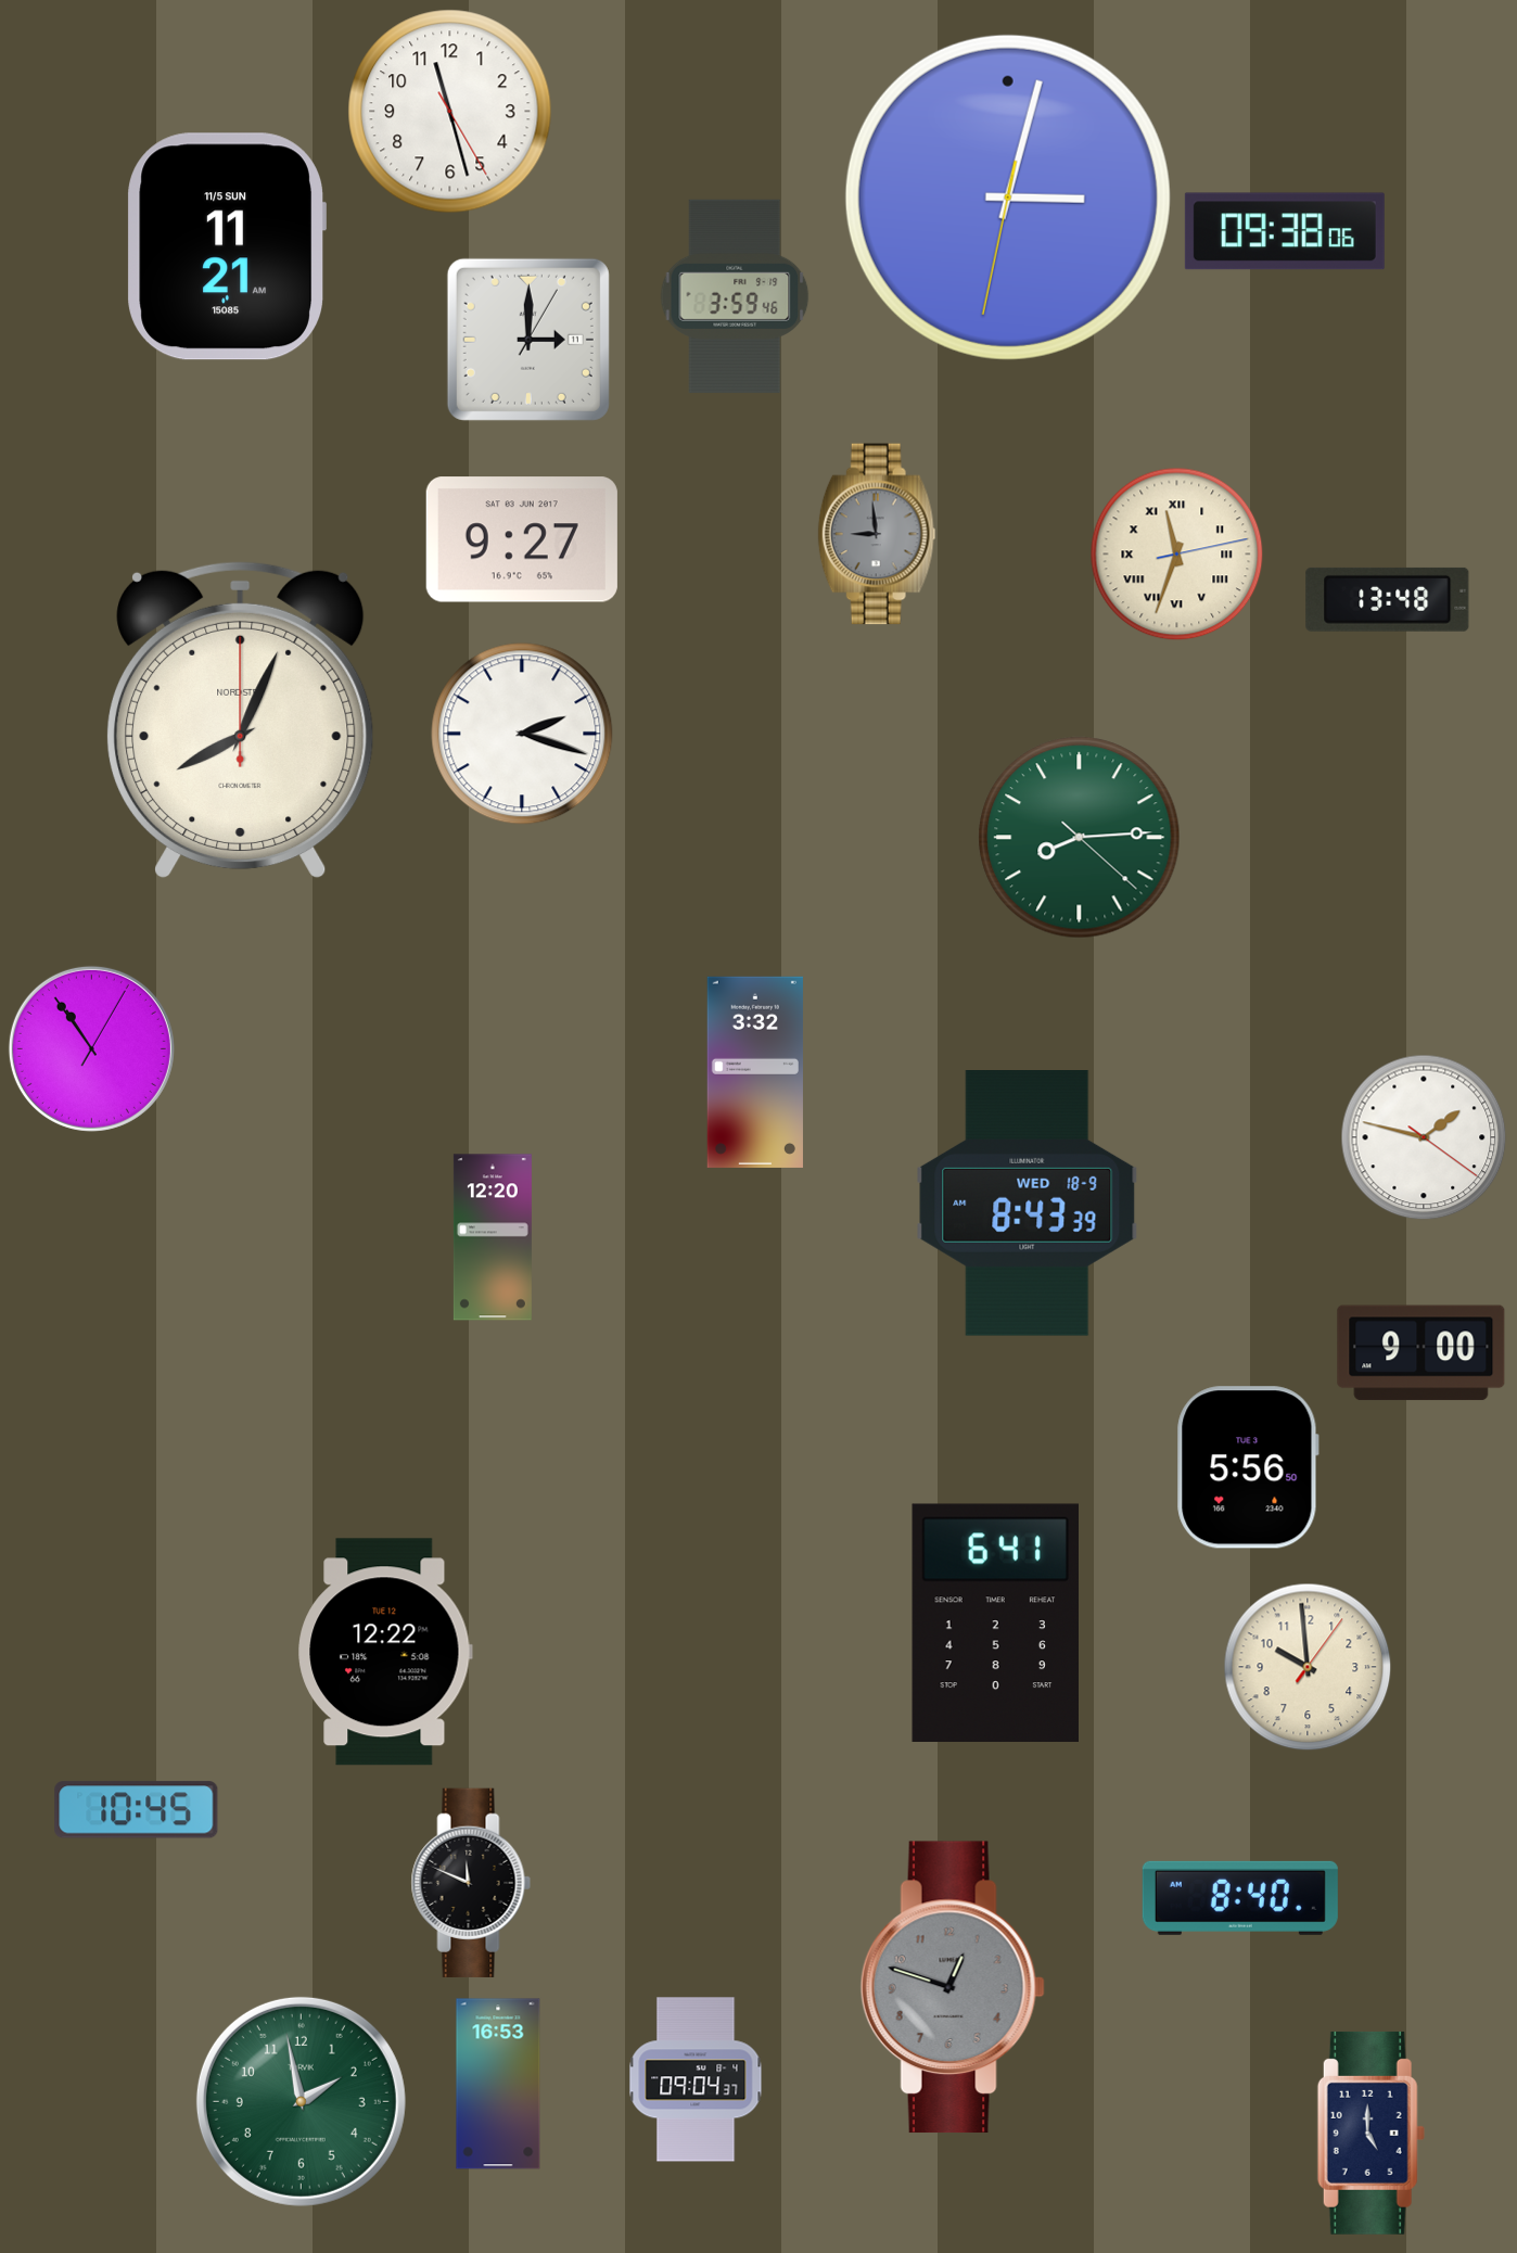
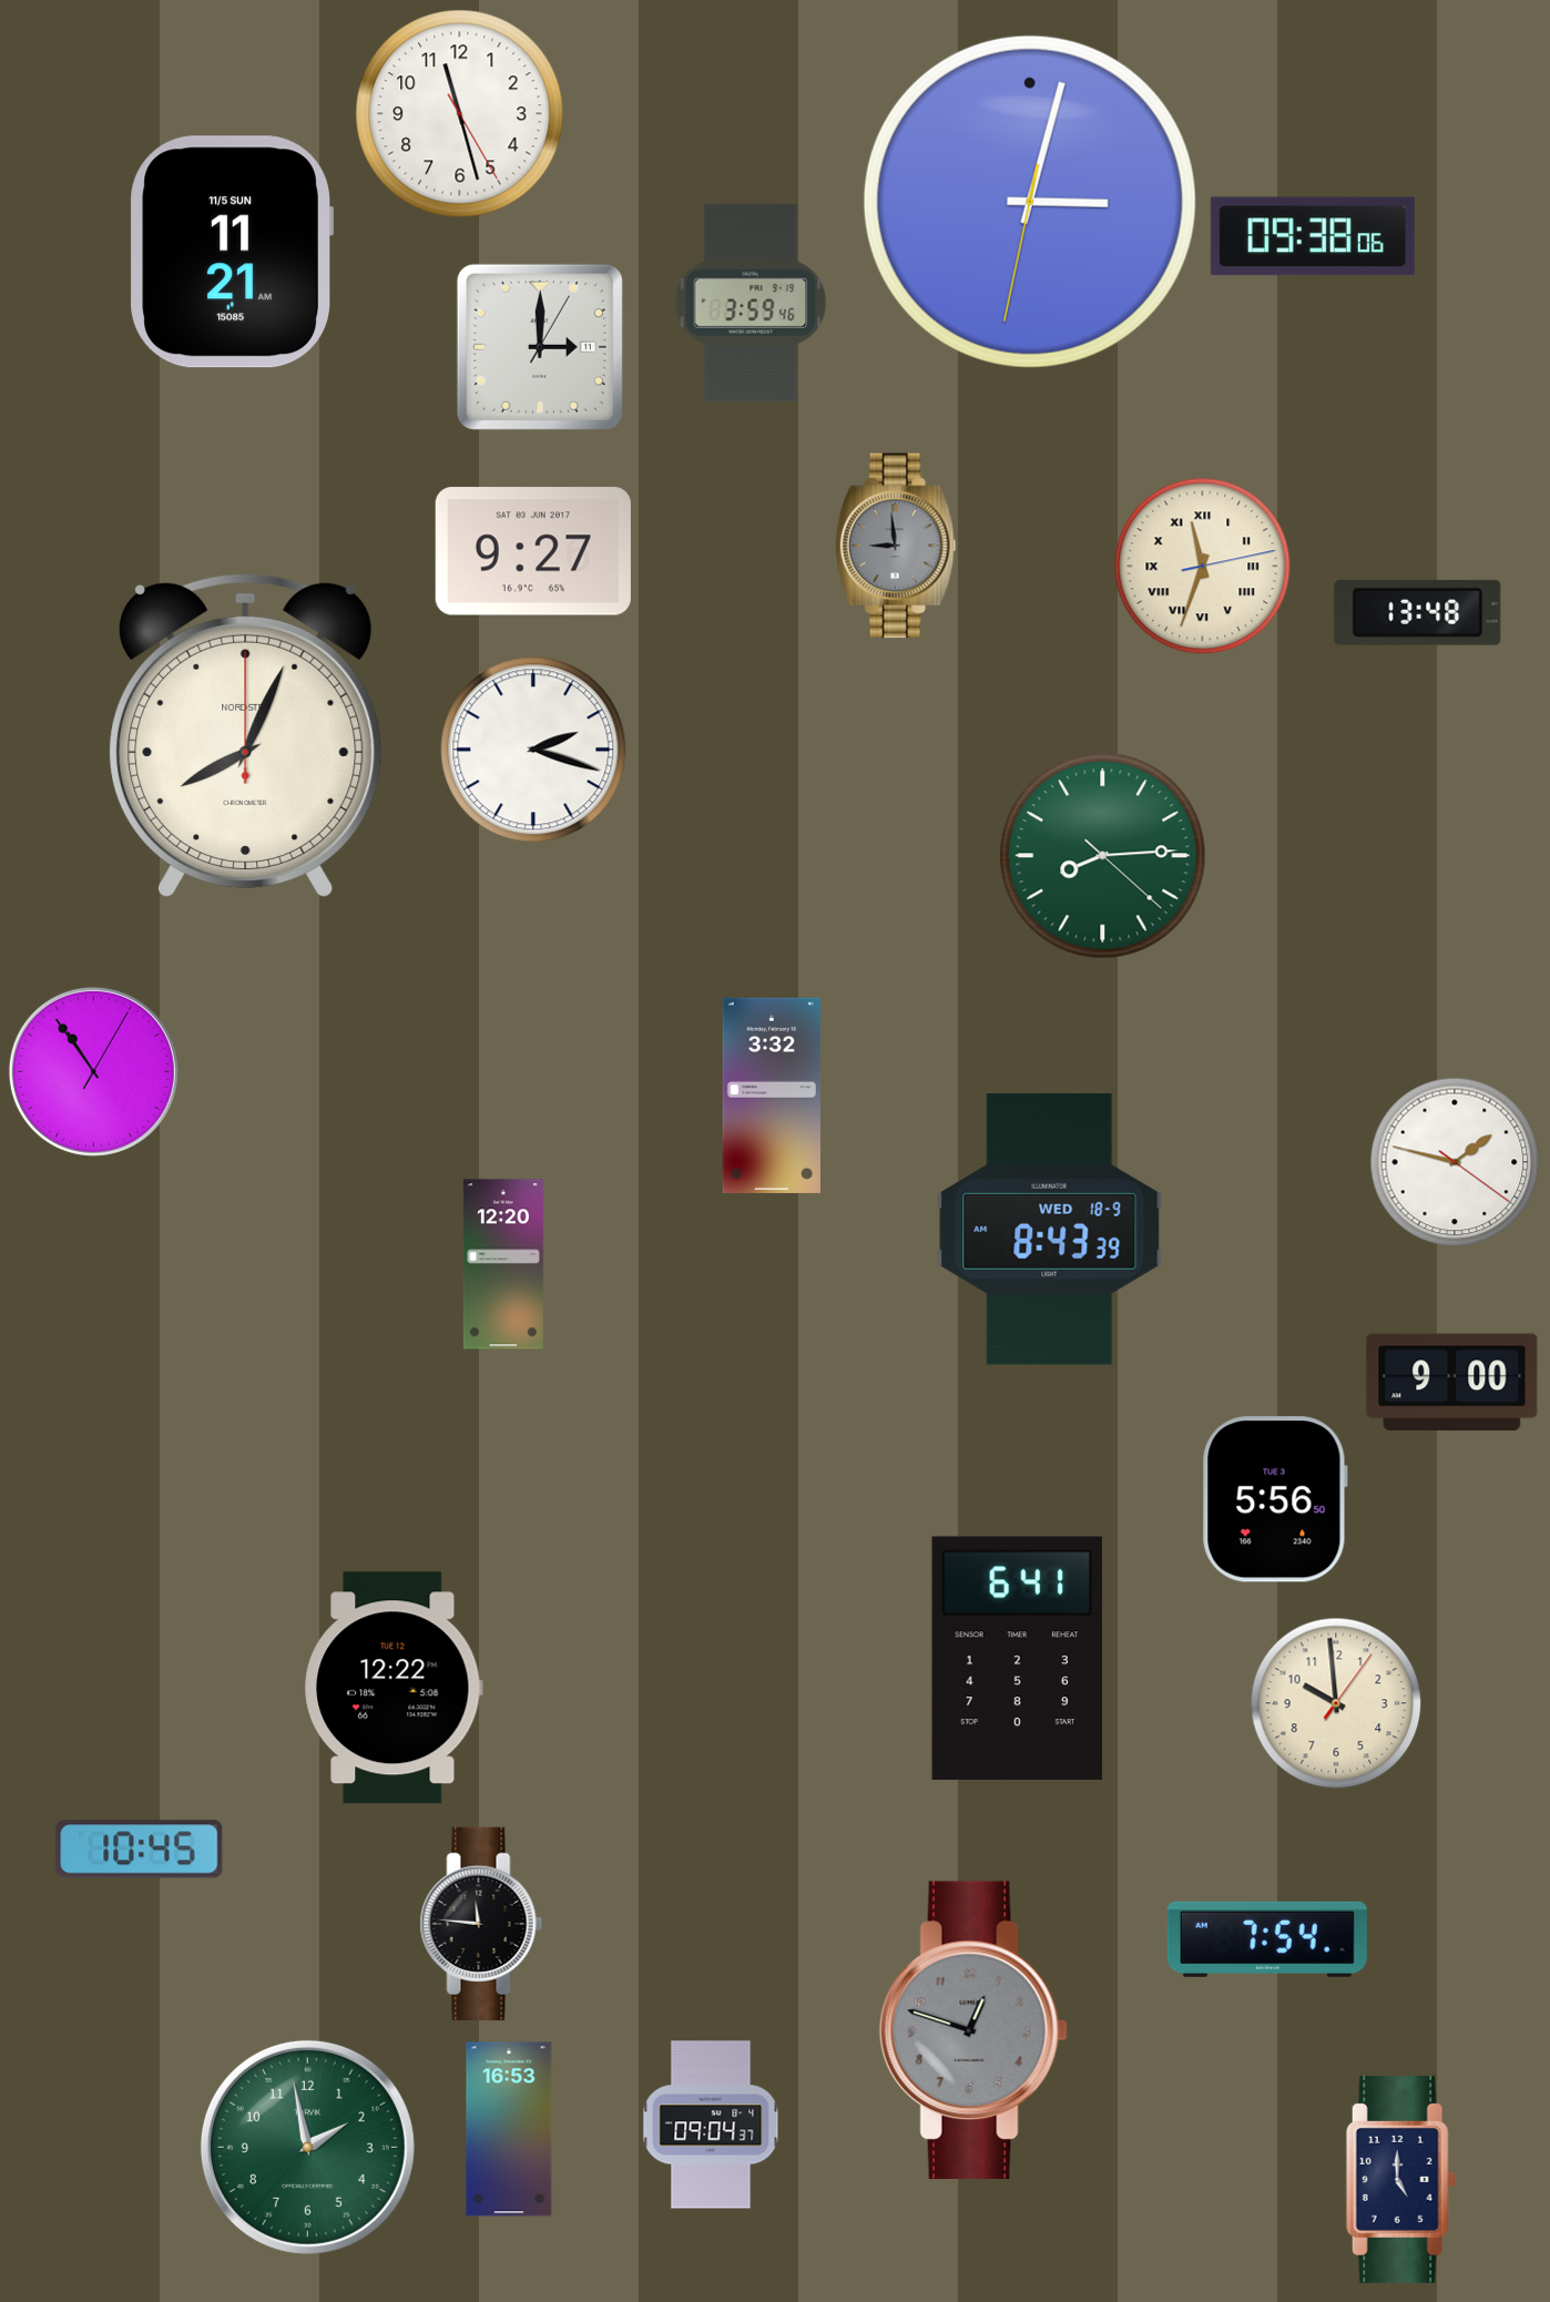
clock at (471, 1883): 11:49 -> 11:46
clock at (1240, 1898): 8:40 -> 7:54
